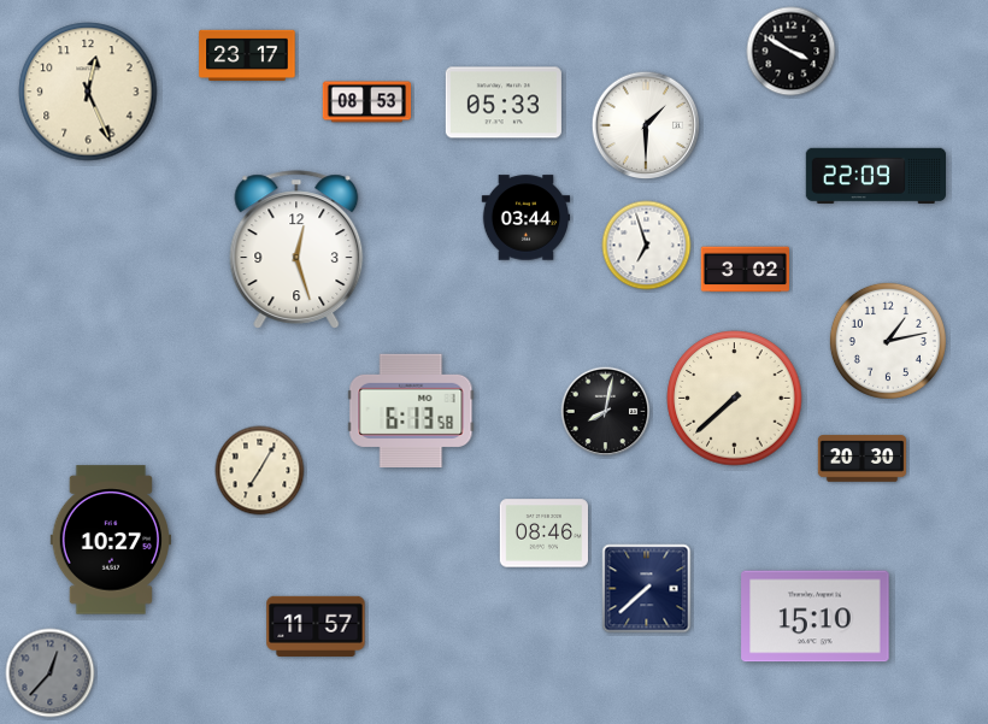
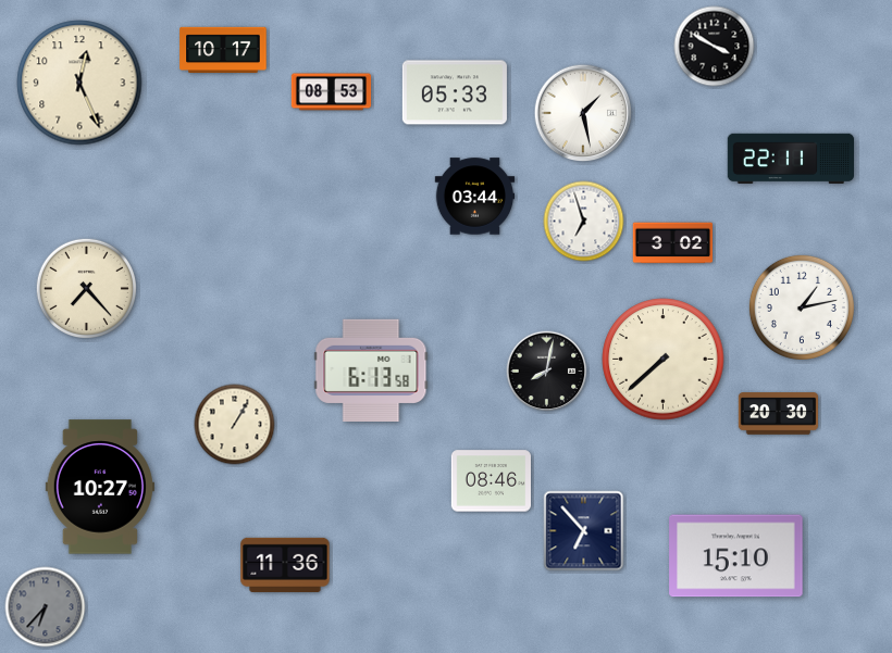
clock at (247, 54): 23:17 -> 10:17
clock at (646, 125): 1:30 -> 1:28
clock at (875, 176): 22:09 -> 22:11
clock at (296, 249): 12:27 -> none
clock at (86, 288): none -> 7:23
clock at (260, 471): 7:05 -> 1:05
clock at (647, 589): 7:38 -> 6:53
clock at (316, 626): 11:57 -> 11:36
clock at (51, 673): 12:37 -> 6:37
